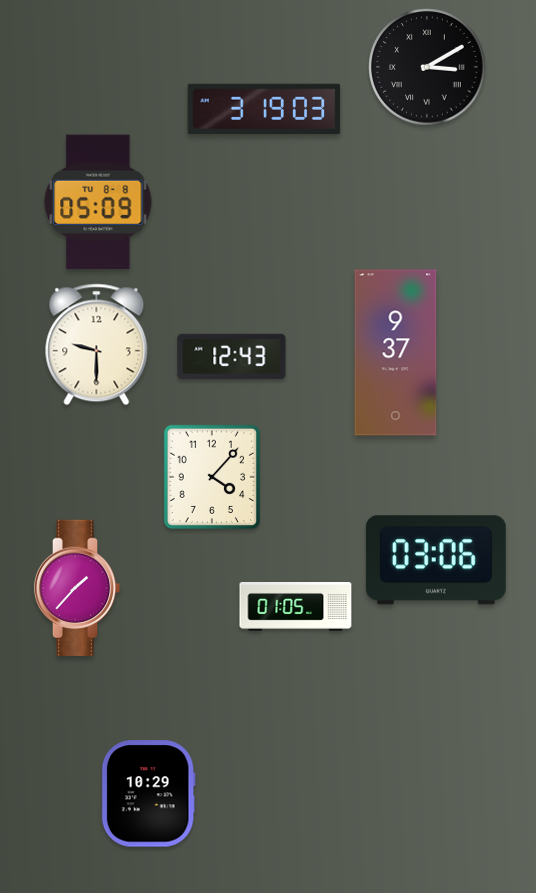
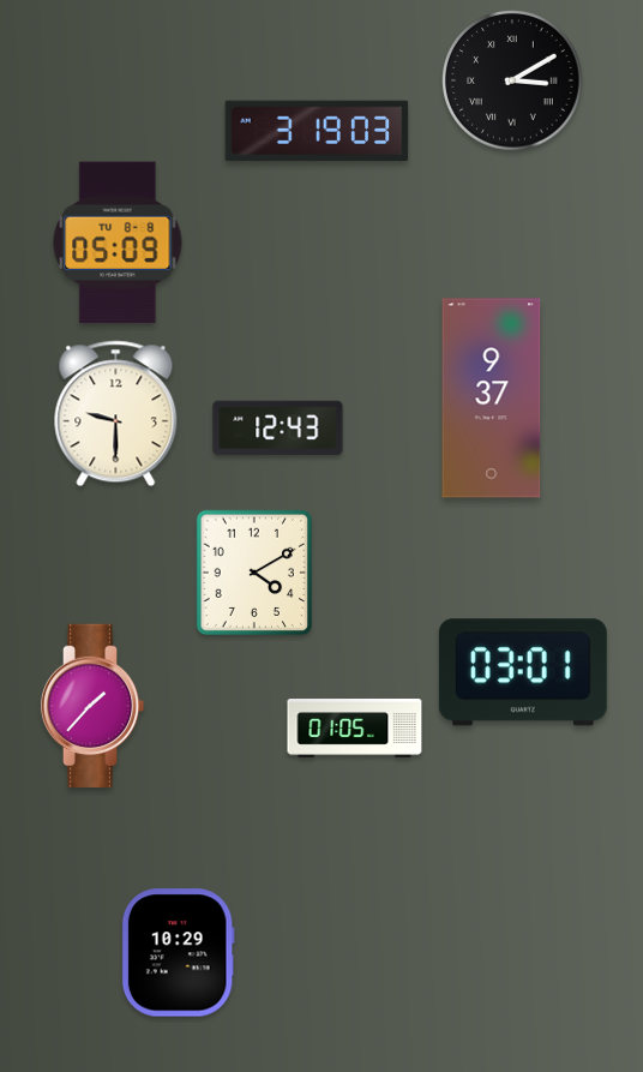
clock at (396, 353) position: (396, 353) -> (492, 399)
clock at (211, 476): 4:07 -> 4:10
clock at (436, 560): 03:06 -> 03:01
